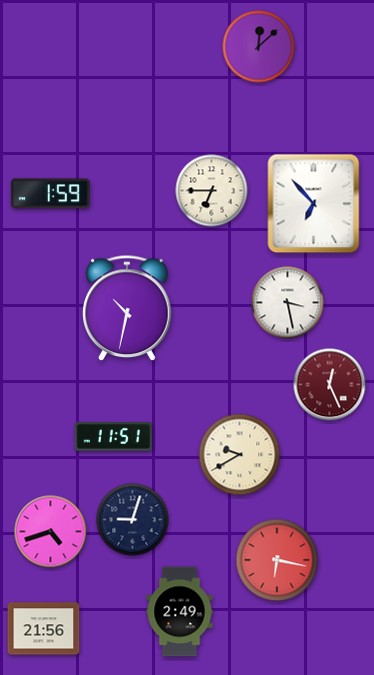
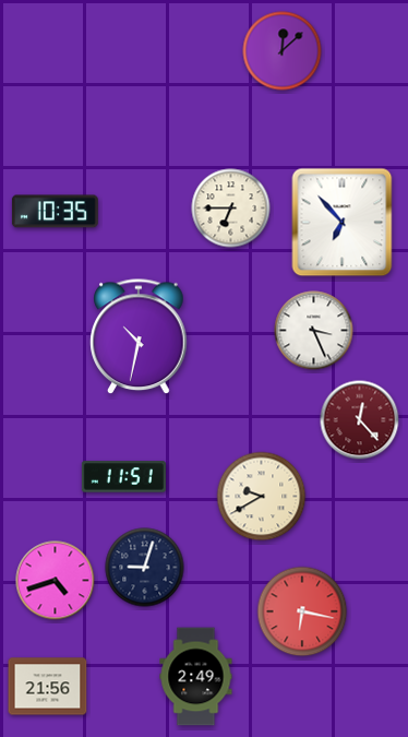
clock at (50, 194): 1:59 -> 10:35
clock at (288, 303): 3:28 -> 3:26
clock at (330, 385): 12:26 -> 12:23
clock at (180, 612) position: (180, 612) -> (196, 677)
